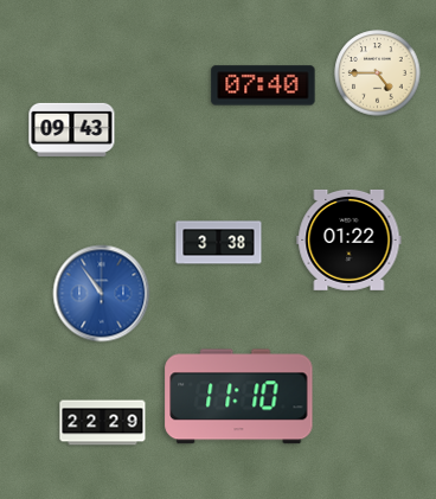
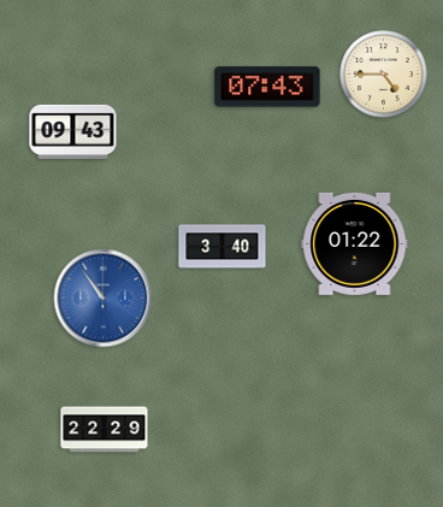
clock at (263, 85): 07:40 -> 07:43
clock at (219, 243): 3:38 -> 3:40
clock at (239, 397): 11:10 -> none
